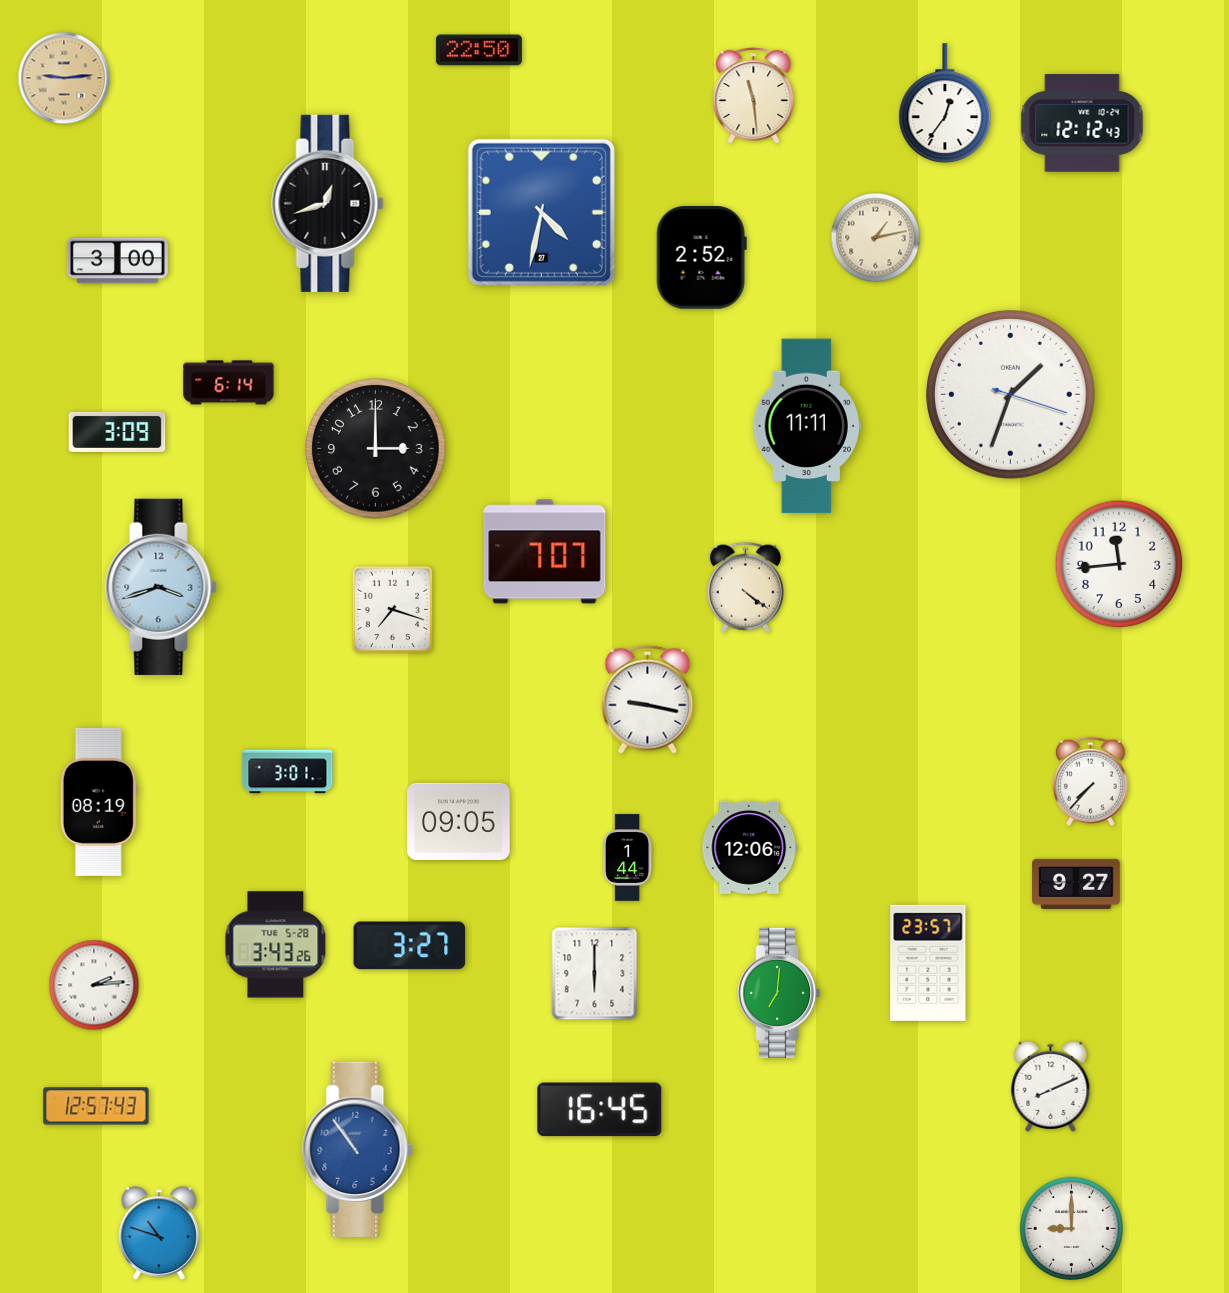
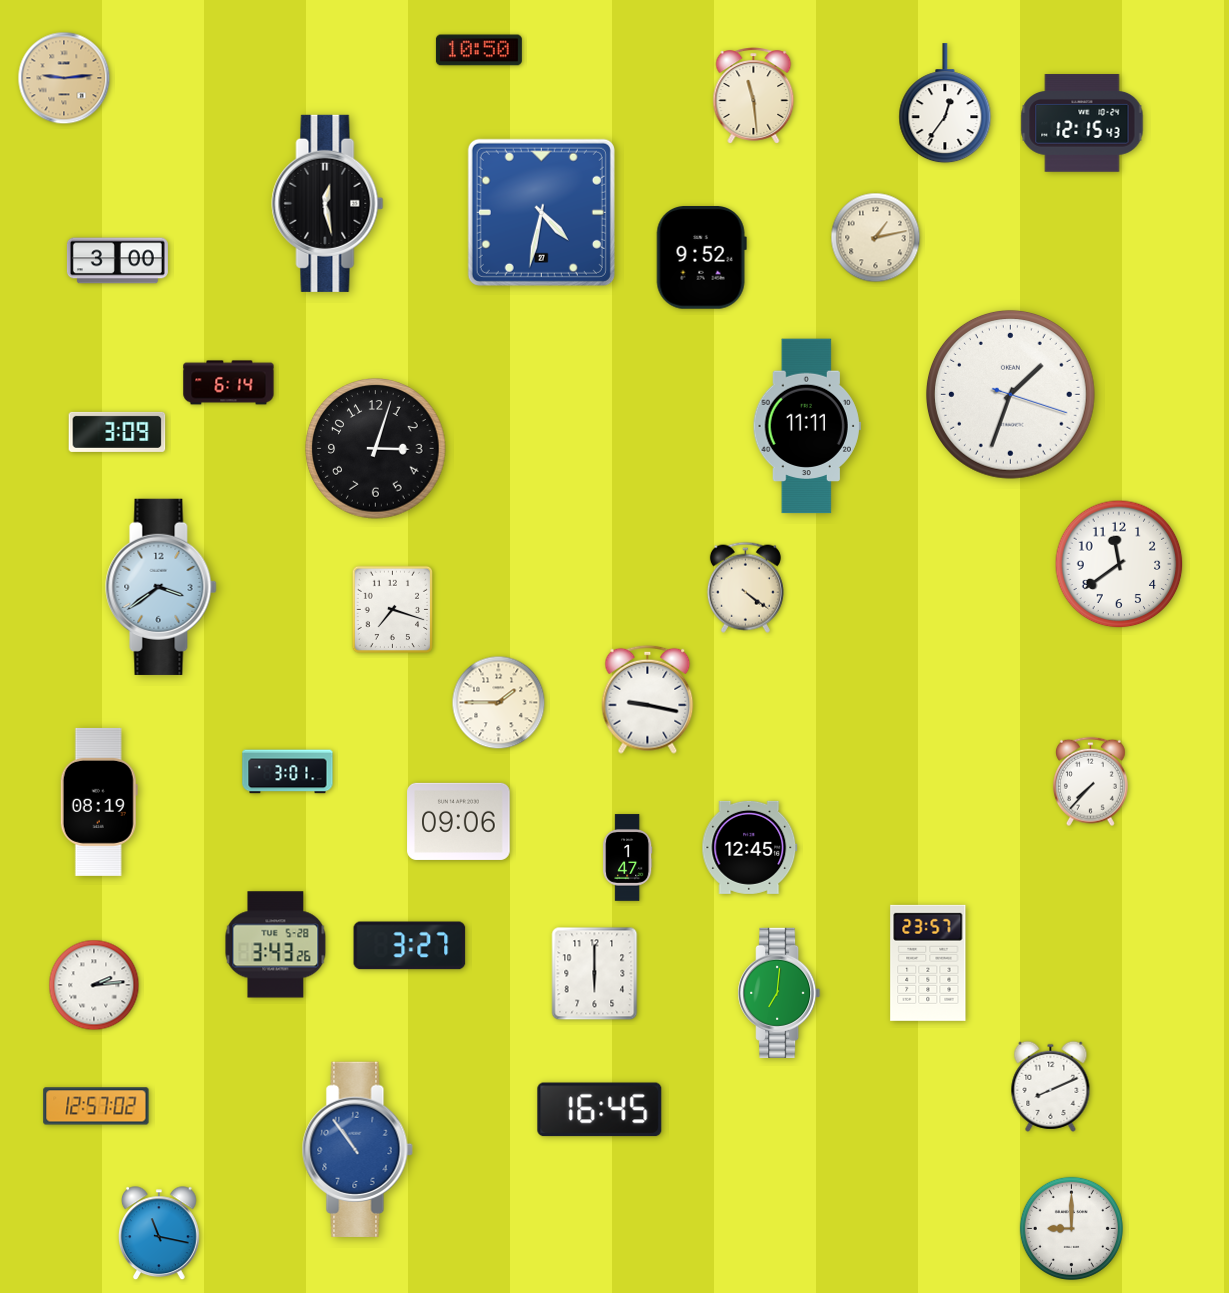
clock at (479, 50): 22:50 -> 10:50
clock at (1082, 123): 12:12 -> 12:15
clock at (328, 203): 12:42 -> 12:28
clock at (701, 258): 2:52 -> 9:52
clock at (376, 449): 3:00 -> 3:03
clock at (545, 552): 7:07 -> none
clock at (1119, 564): 11:44 -> 11:39
clock at (161, 587): 3:42 -> 3:39
clock at (499, 703): none -> 1:45
clock at (459, 821): 09:05 -> 09:06
clock at (750, 847): 12:06 -> 12:45
clock at (628, 858): 1:44 -> 1:47
clock at (1076, 884): 9:27 -> none
clock at (96, 1106): 12:57:43 -> 12:57:02
clock at (159, 1234): 10:48 -> 11:17
